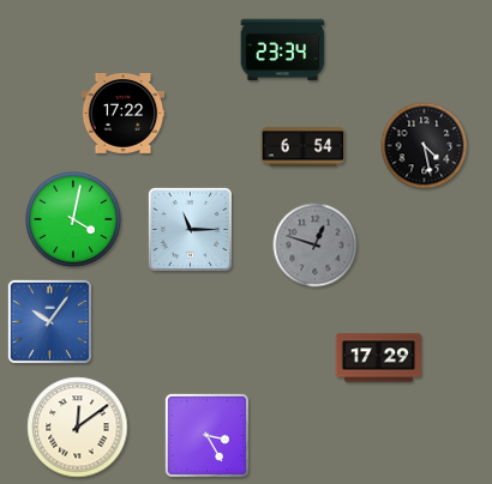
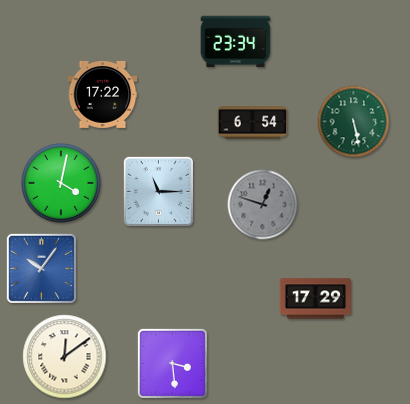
clock at (425, 146): 4:28 -> 5:28
clock at (425, 146) dial: black -> green
clock at (206, 435): 3:25 -> 3:29
